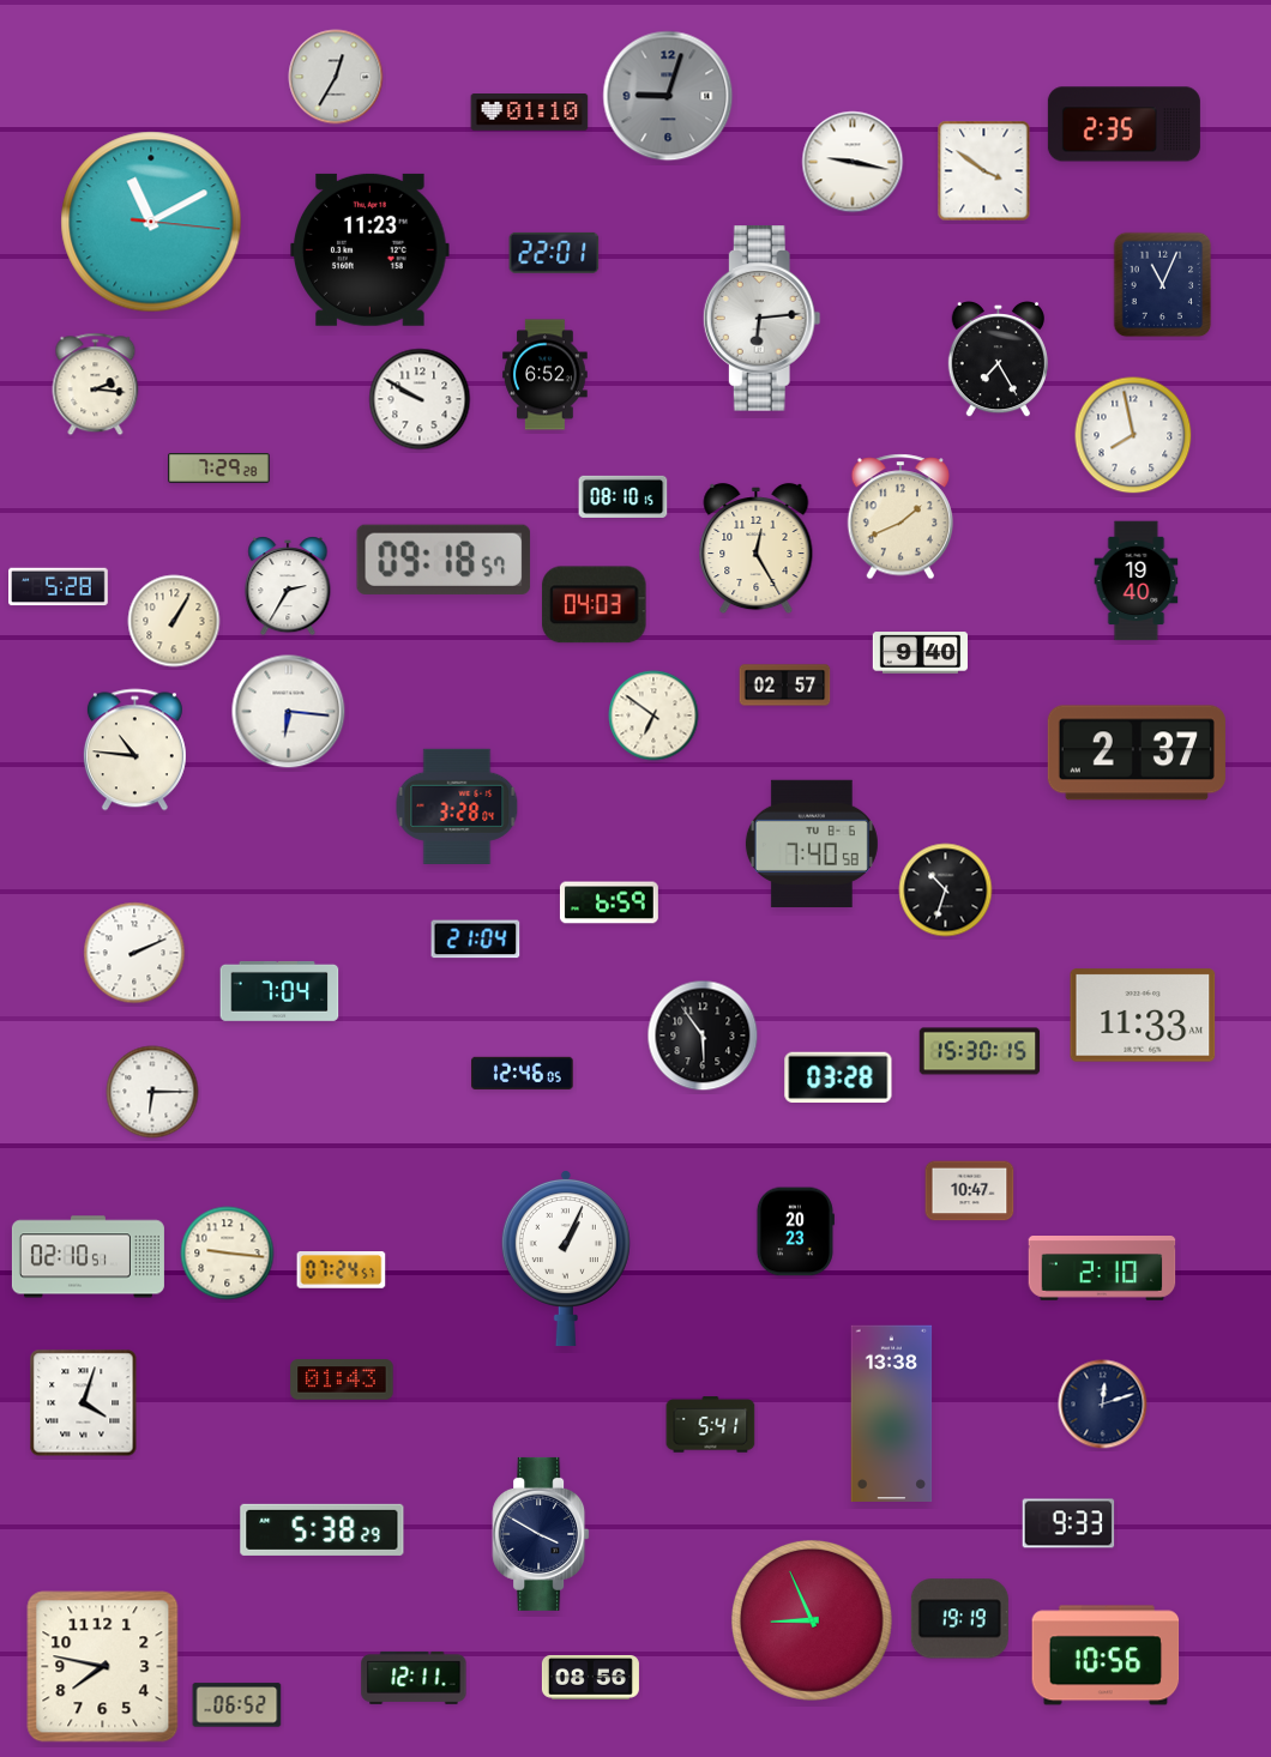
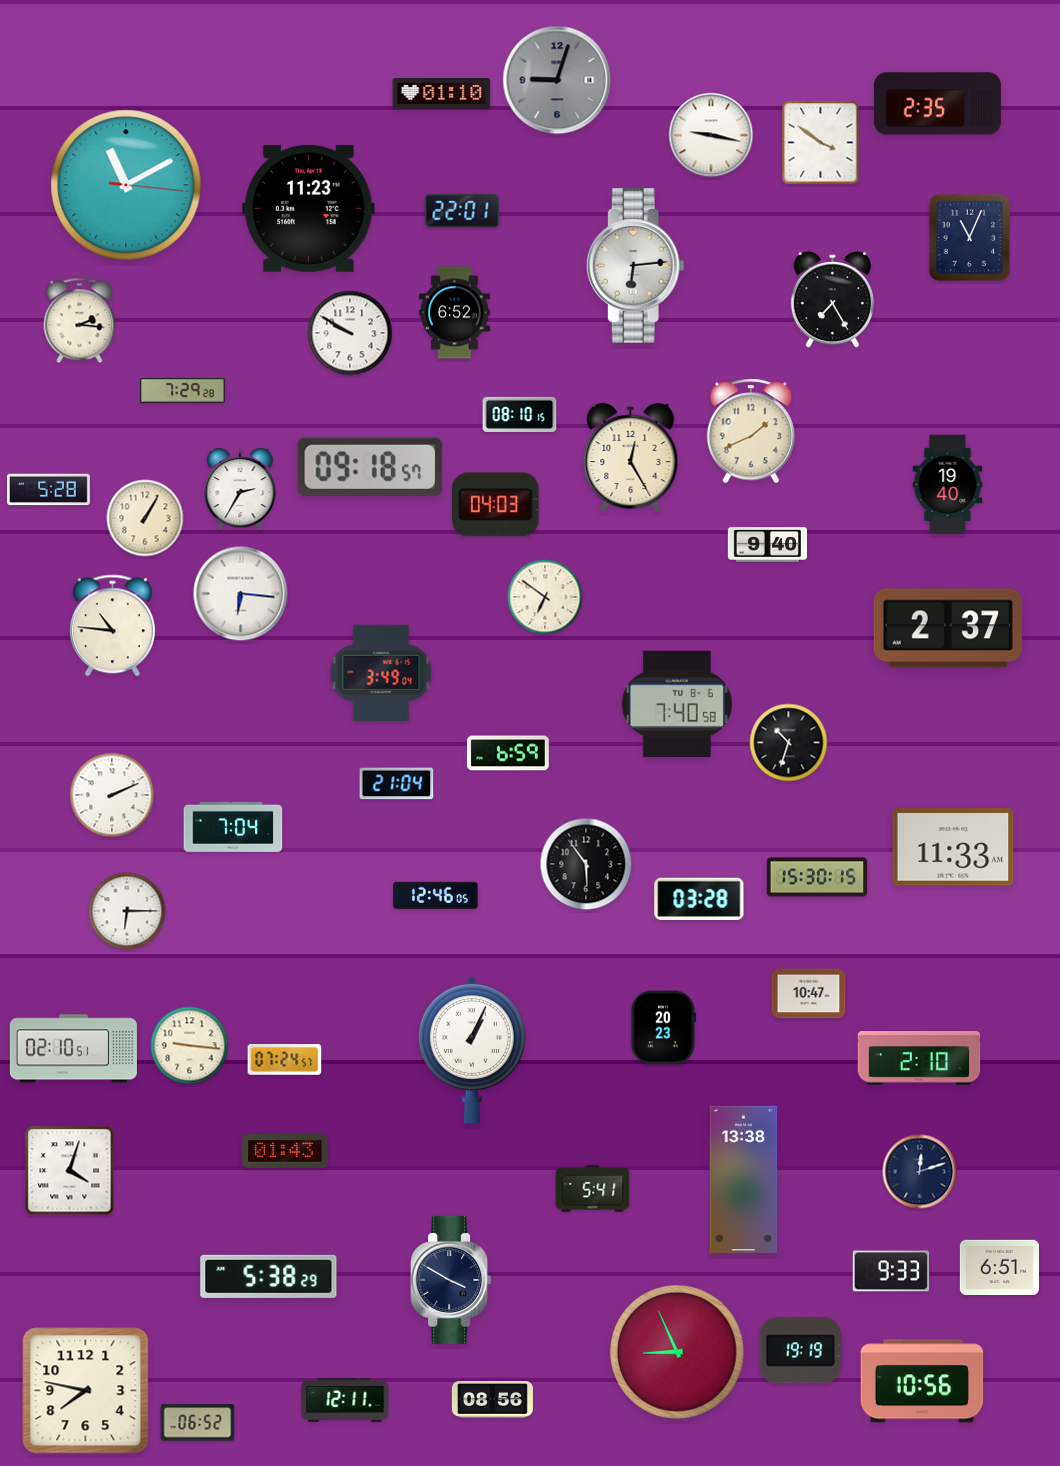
clock at (336, 77): 12:35 -> none
clock at (1133, 435): 7:58 -> none
clock at (785, 686): 02:57 -> none
clock at (457, 807): 3:28 -> 3:49
clock at (999, 1267): none -> 6:51
